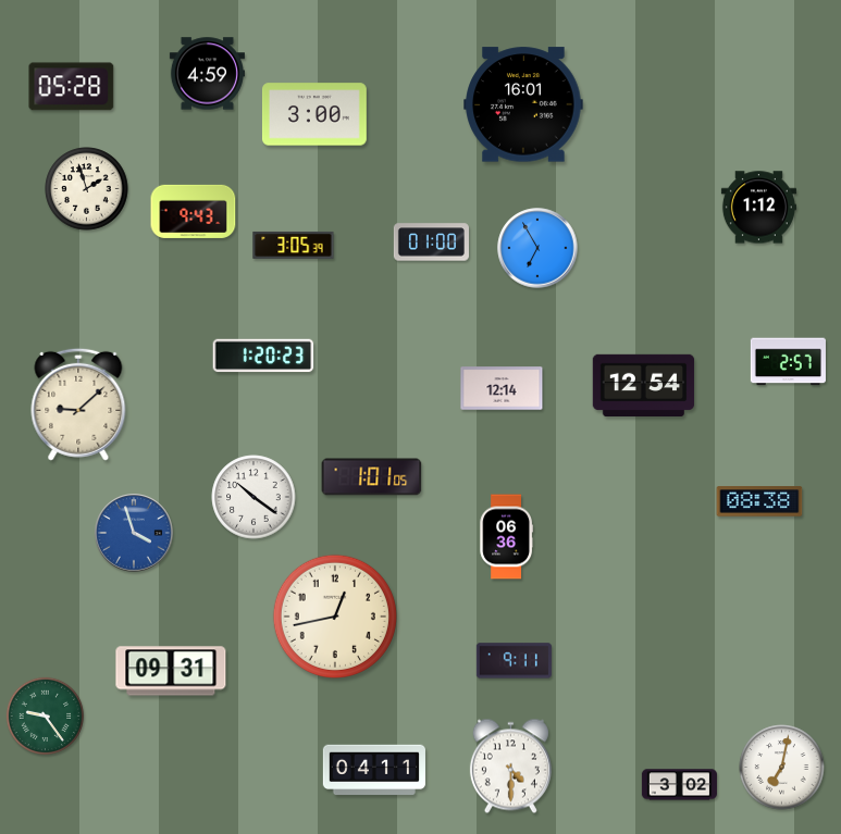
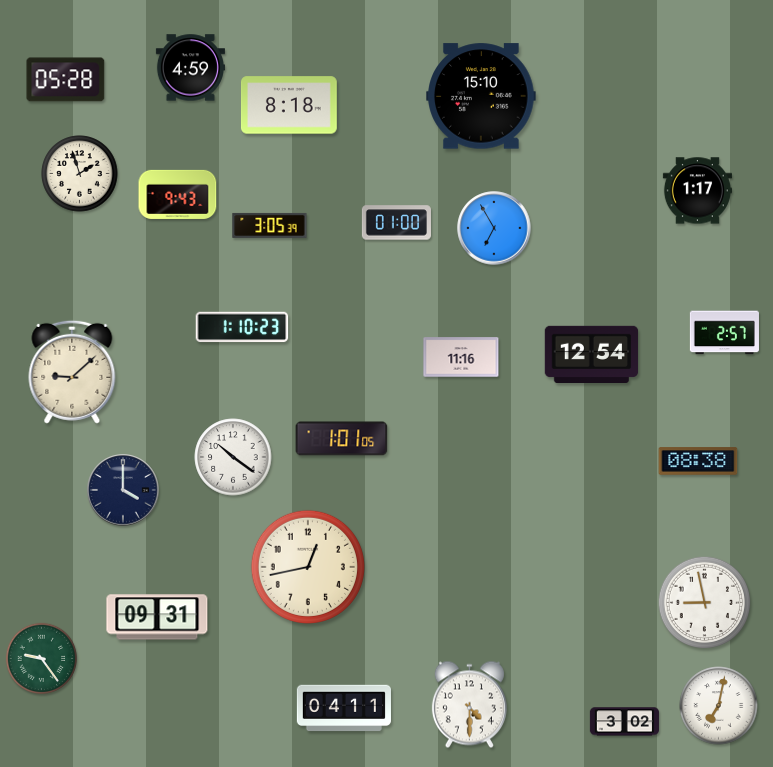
clock at (523, 104): 16:01 -> 15:10
clock at (314, 114): 3:00 -> 8:18
clock at (758, 208): 1:12 -> 1:17
clock at (263, 356): 1:20 -> 1:10
clock at (502, 388): 12:14 -> 11:16
clock at (134, 533): 3:57 -> 4:00
clock at (134, 533) dial: blue -> navy
clock at (506, 537): 06:36 -> none
clock at (705, 603): none -> 8:58
clock at (514, 661): 9:11 -> none
